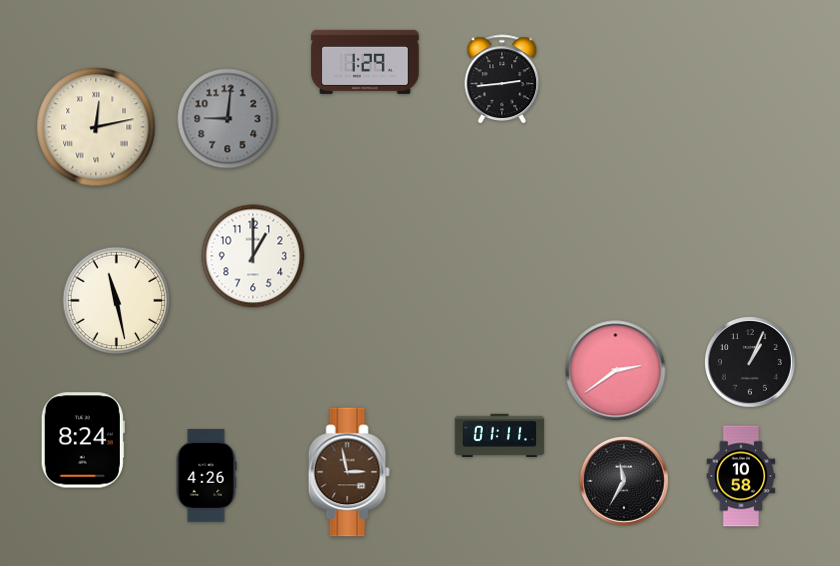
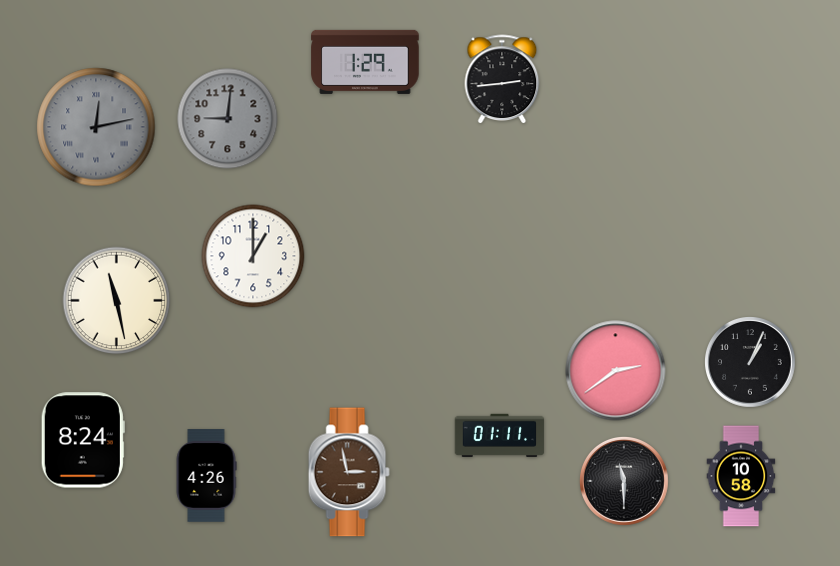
clock at (96, 127) dial: cream -> grey
clock at (624, 481): 11:35 -> 11:30
